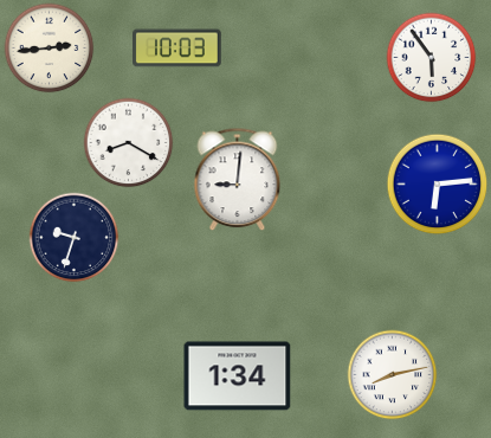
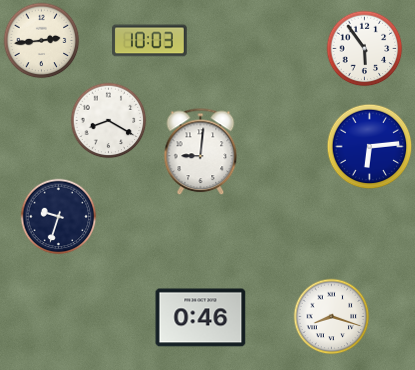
clock at (438, 185) position: (438, 185) -> (370, 147)
clock at (75, 238) position: (75, 238) -> (59, 217)
clock at (393, 375): 8:13 -> 8:18
clock at (238, 376): 1:34 -> 0:46
